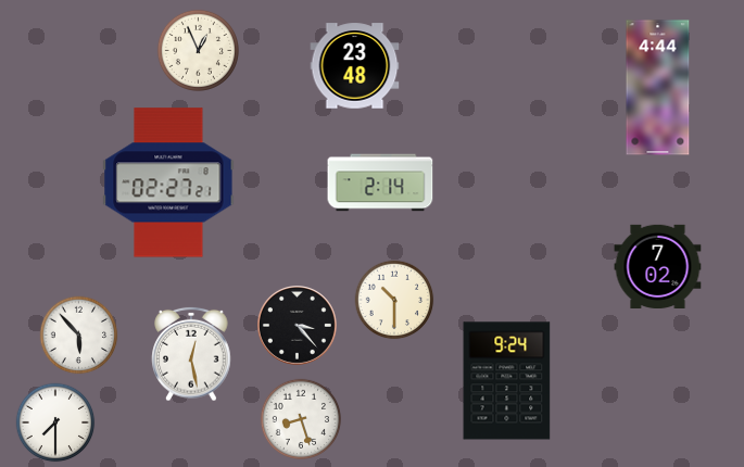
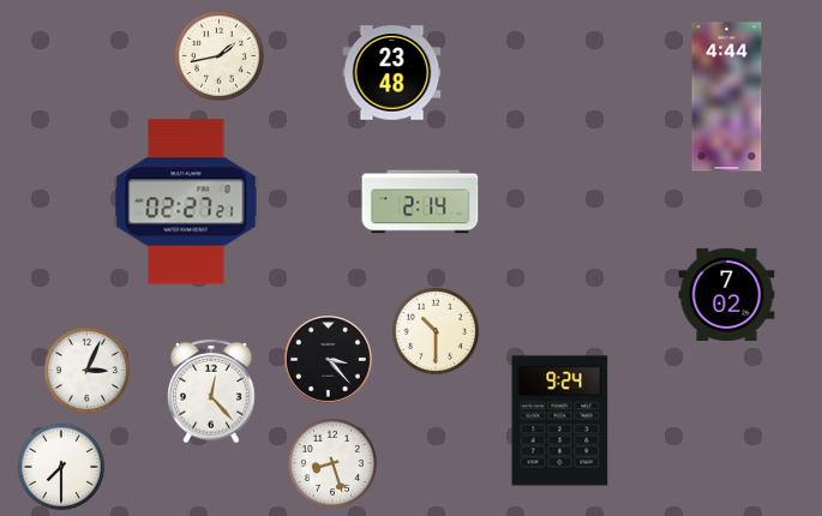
clock at (198, 50): 12:56 -> 1:43
clock at (79, 336): 5:53 -> 3:04
clock at (191, 354): 12:28 -> 12:23
